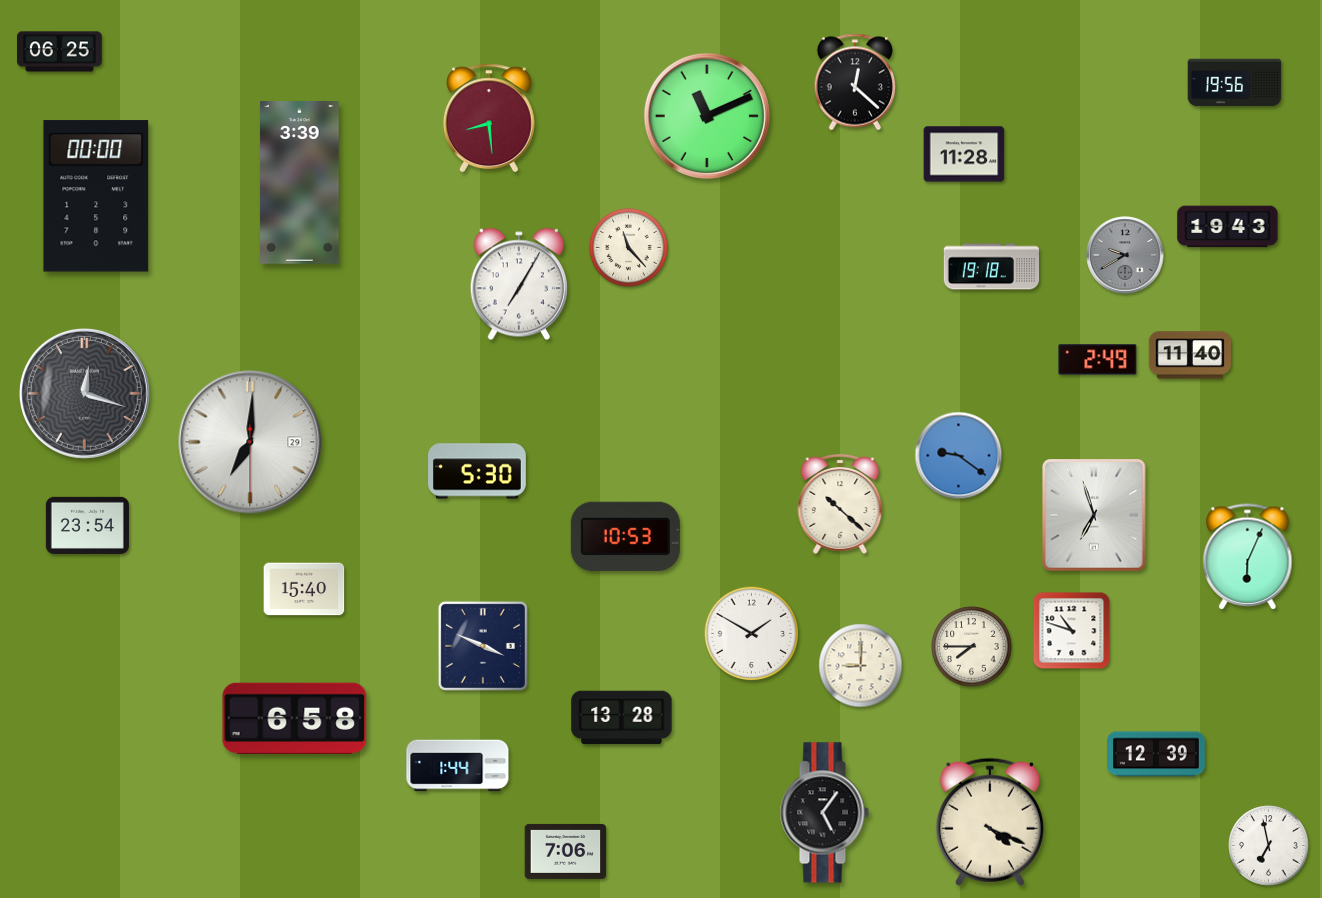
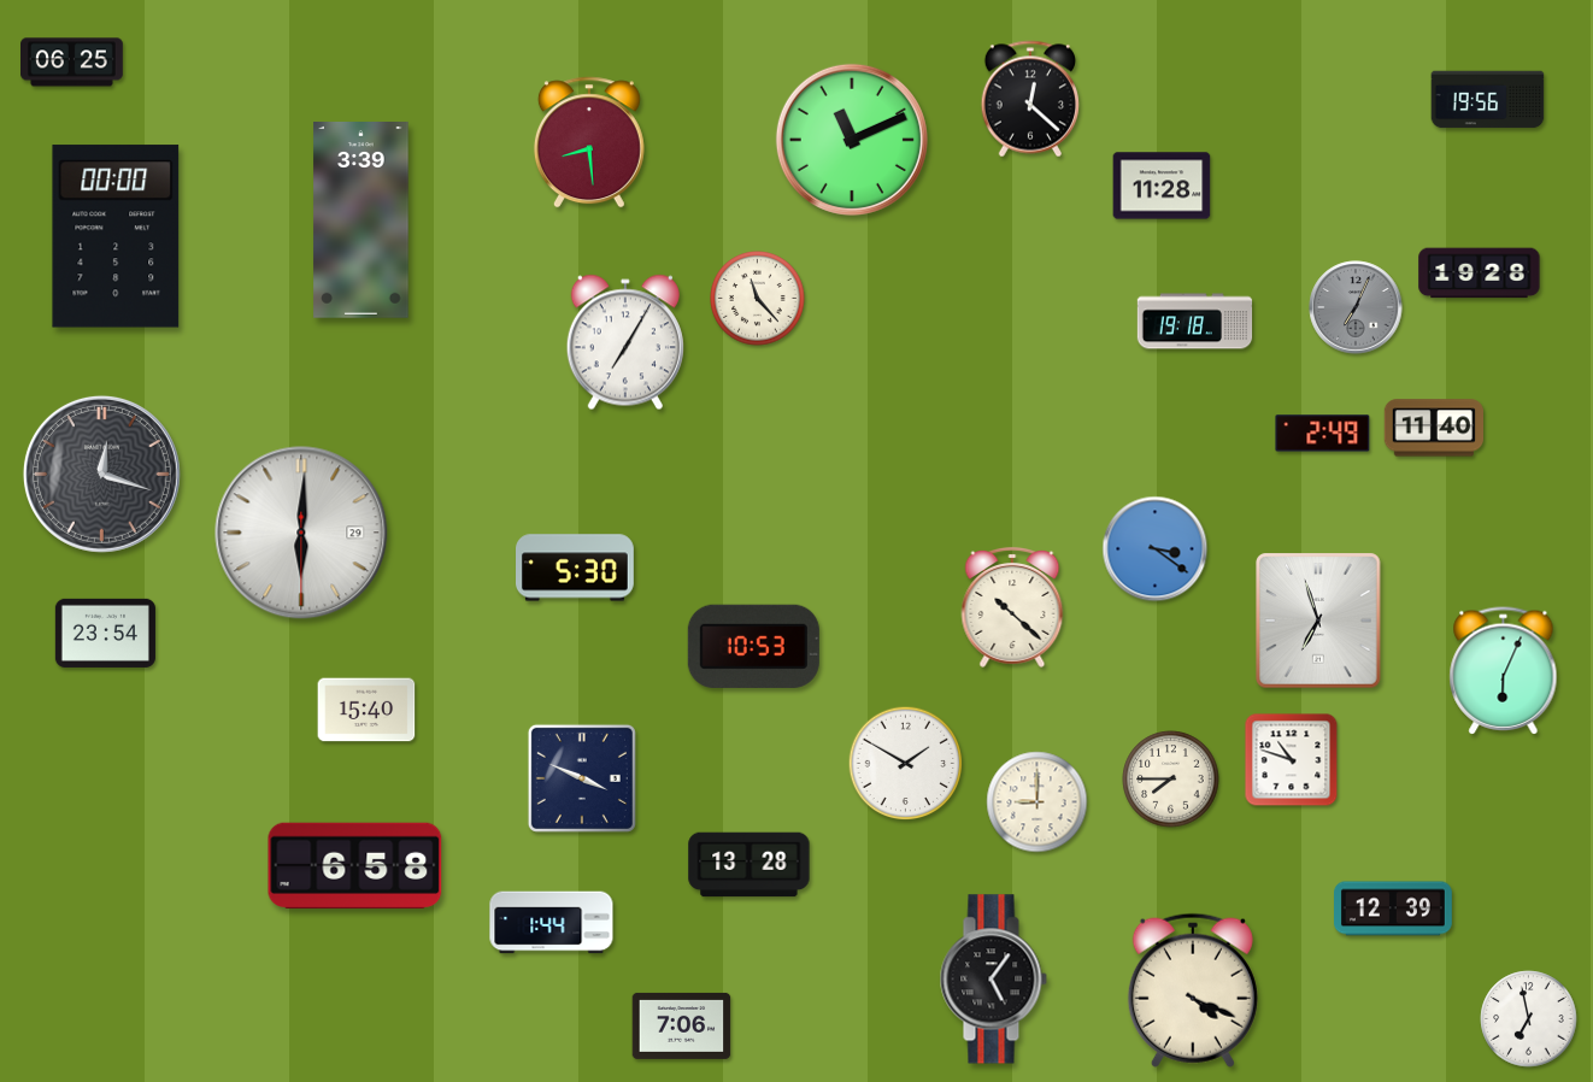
clock at (1228, 227): 19:43 -> 19:28
clock at (1125, 255): 9:40 -> 7:04
clock at (250, 442): 7:00 -> 6:00
clock at (959, 456): 9:21 -> 3:21
